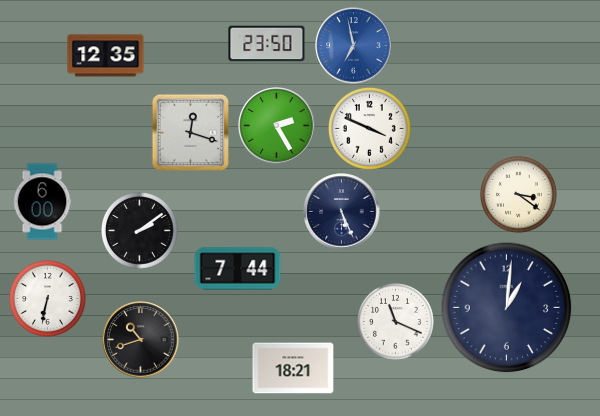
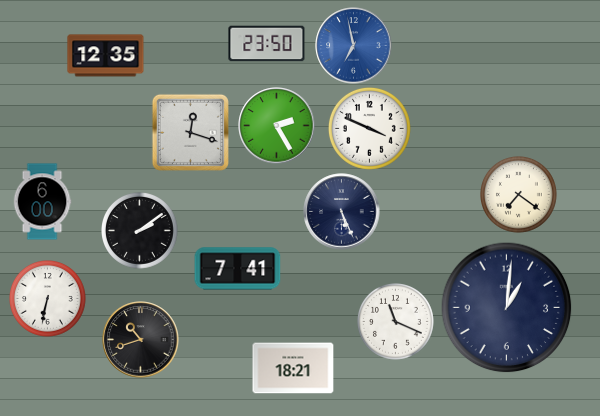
clock at (519, 195): 3:21 -> 7:21
clock at (238, 269): 7:44 -> 7:41
